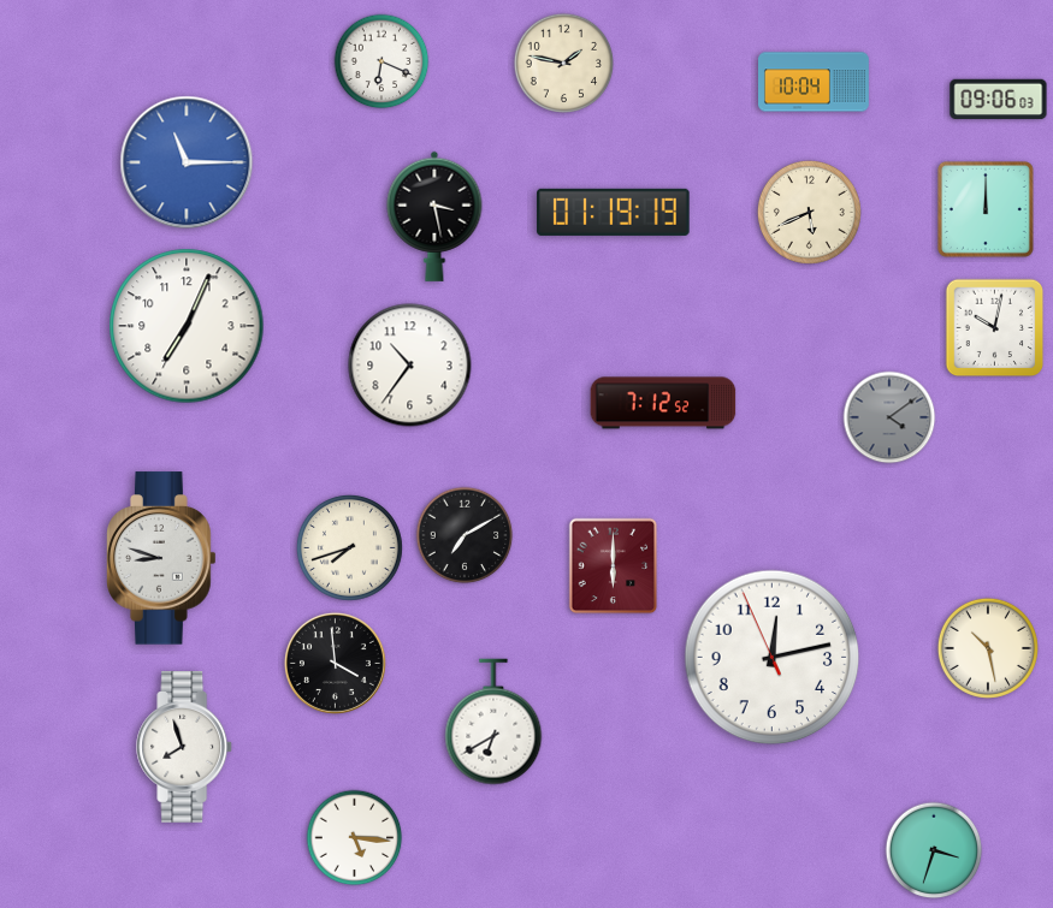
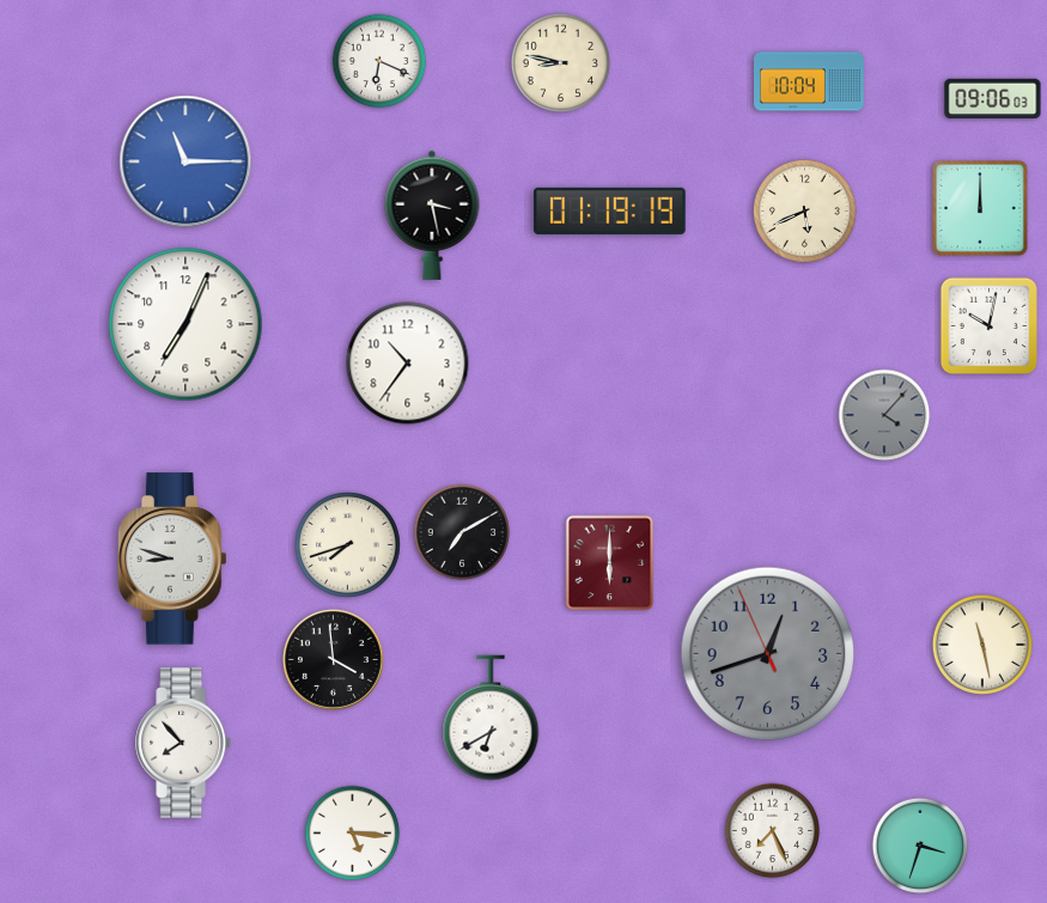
clock at (563, 63): 1:47 -> 8:47
clock at (663, 403): 7:12 -> none
clock at (889, 417): 4:09 -> 4:07
clock at (161, 558) position: (161, 558) -> (172, 559)
clock at (988, 648): 10:28 -> 11:28
clock at (773, 658): 12:12 -> 12:41
clock at (773, 658) dial: white -> grey
clock at (185, 748): 7:57 -> 7:53
clock at (773, 831): none -> 7:26
clock at (934, 850) position: (934, 850) -> (920, 846)
